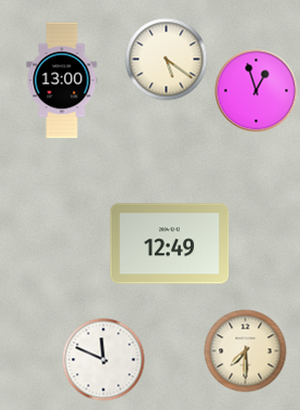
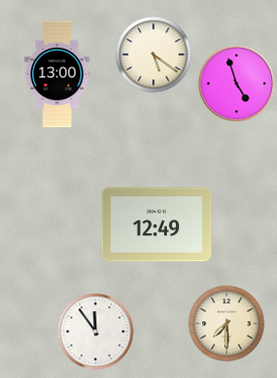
clock at (257, 91): 12:57 -> 4:57
clock at (104, 360): 11:49 -> 11:54
